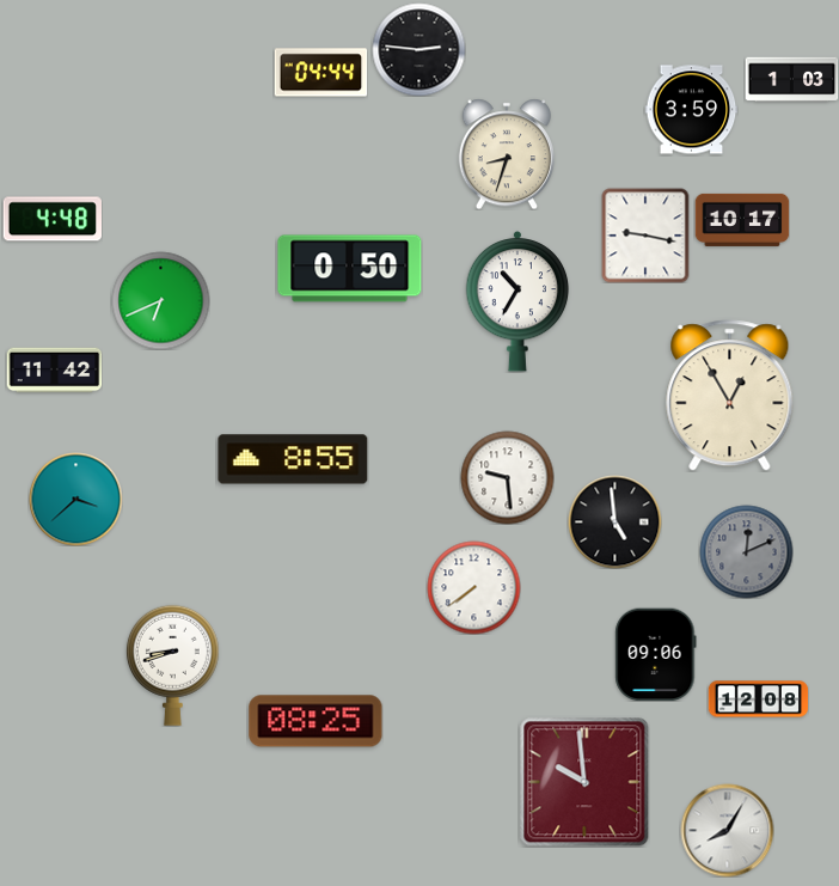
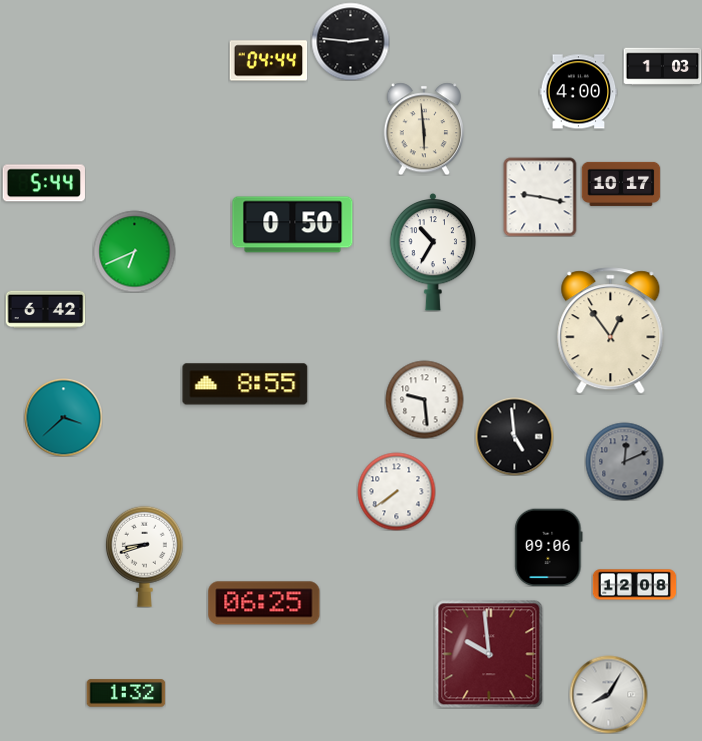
clock at (691, 110): 3:59 -> 4:00
clock at (506, 154): 8:33 -> 5:59
clock at (53, 219): 4:48 -> 5:44
clock at (54, 371): 11:42 -> 6:42
clock at (730, 396): 12:55 -> 12:54
clock at (316, 721): 08:25 -> 06:25
clock at (126, 693): none -> 1:32
